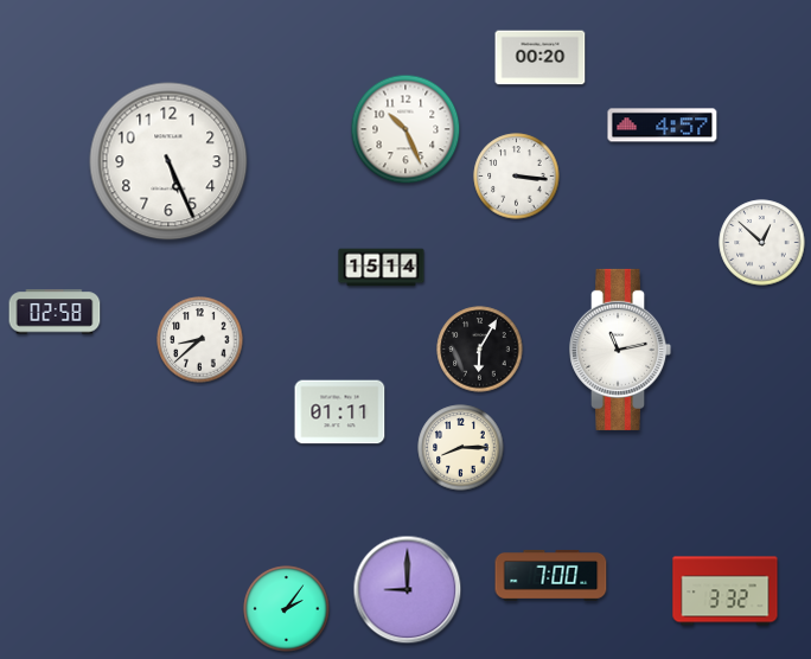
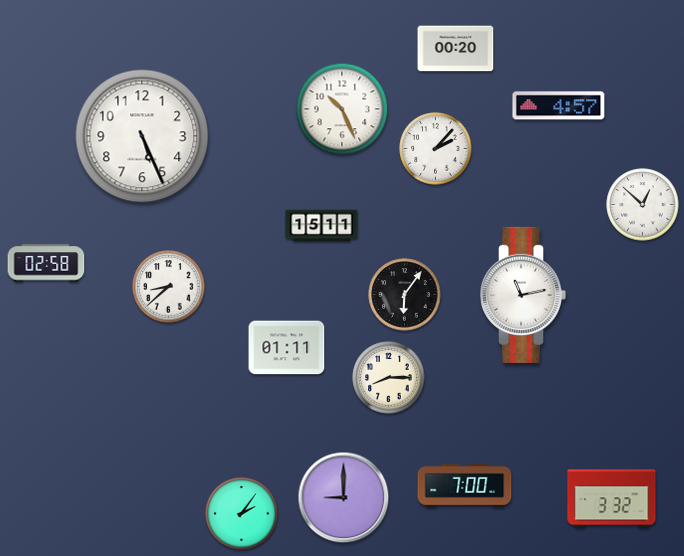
clock at (517, 177): 3:16 -> 2:07
clock at (382, 268): 15:14 -> 15:11
clock at (480, 350): 6:05 -> 6:06
